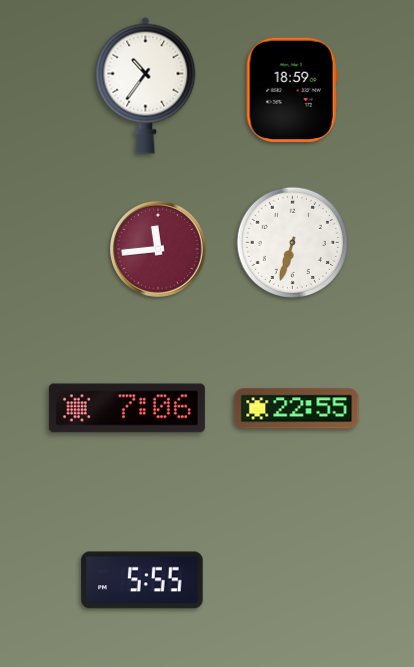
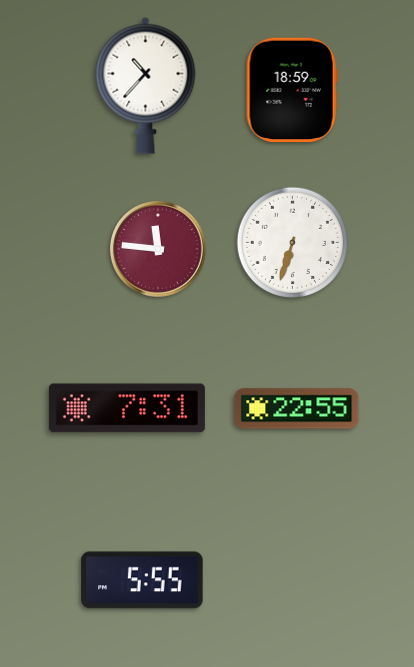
clock at (146, 85): 10:36 -> 10:37
clock at (159, 250): 11:44 -> 11:46
clock at (127, 408): 7:06 -> 7:31
